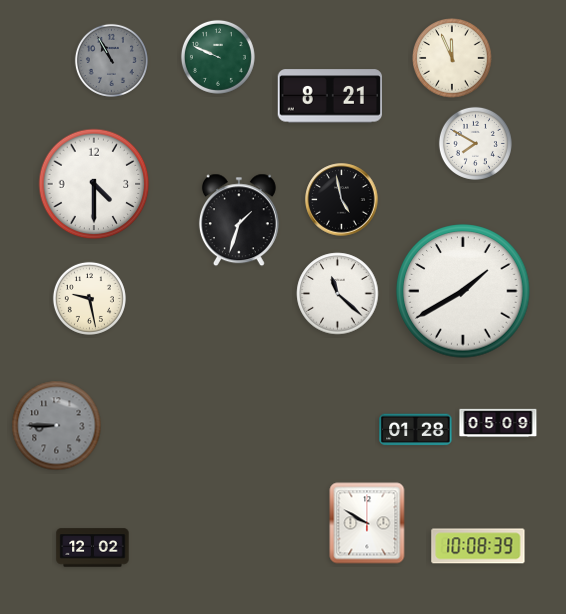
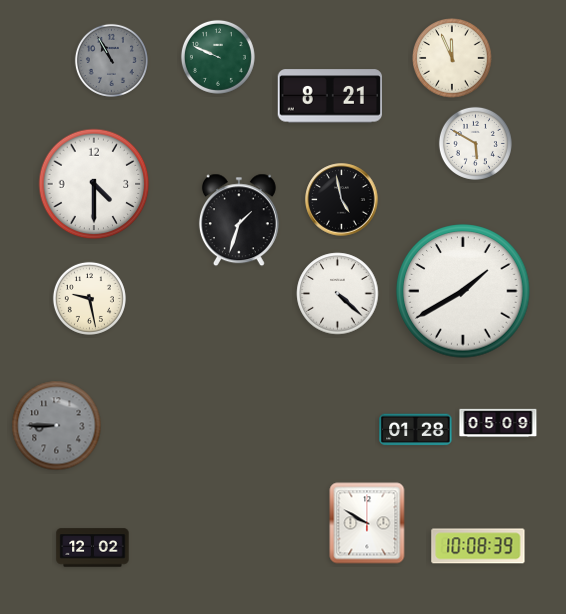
clock at (475, 143): 7:50 -> 5:50
clock at (338, 294): 11:22 -> 4:22
